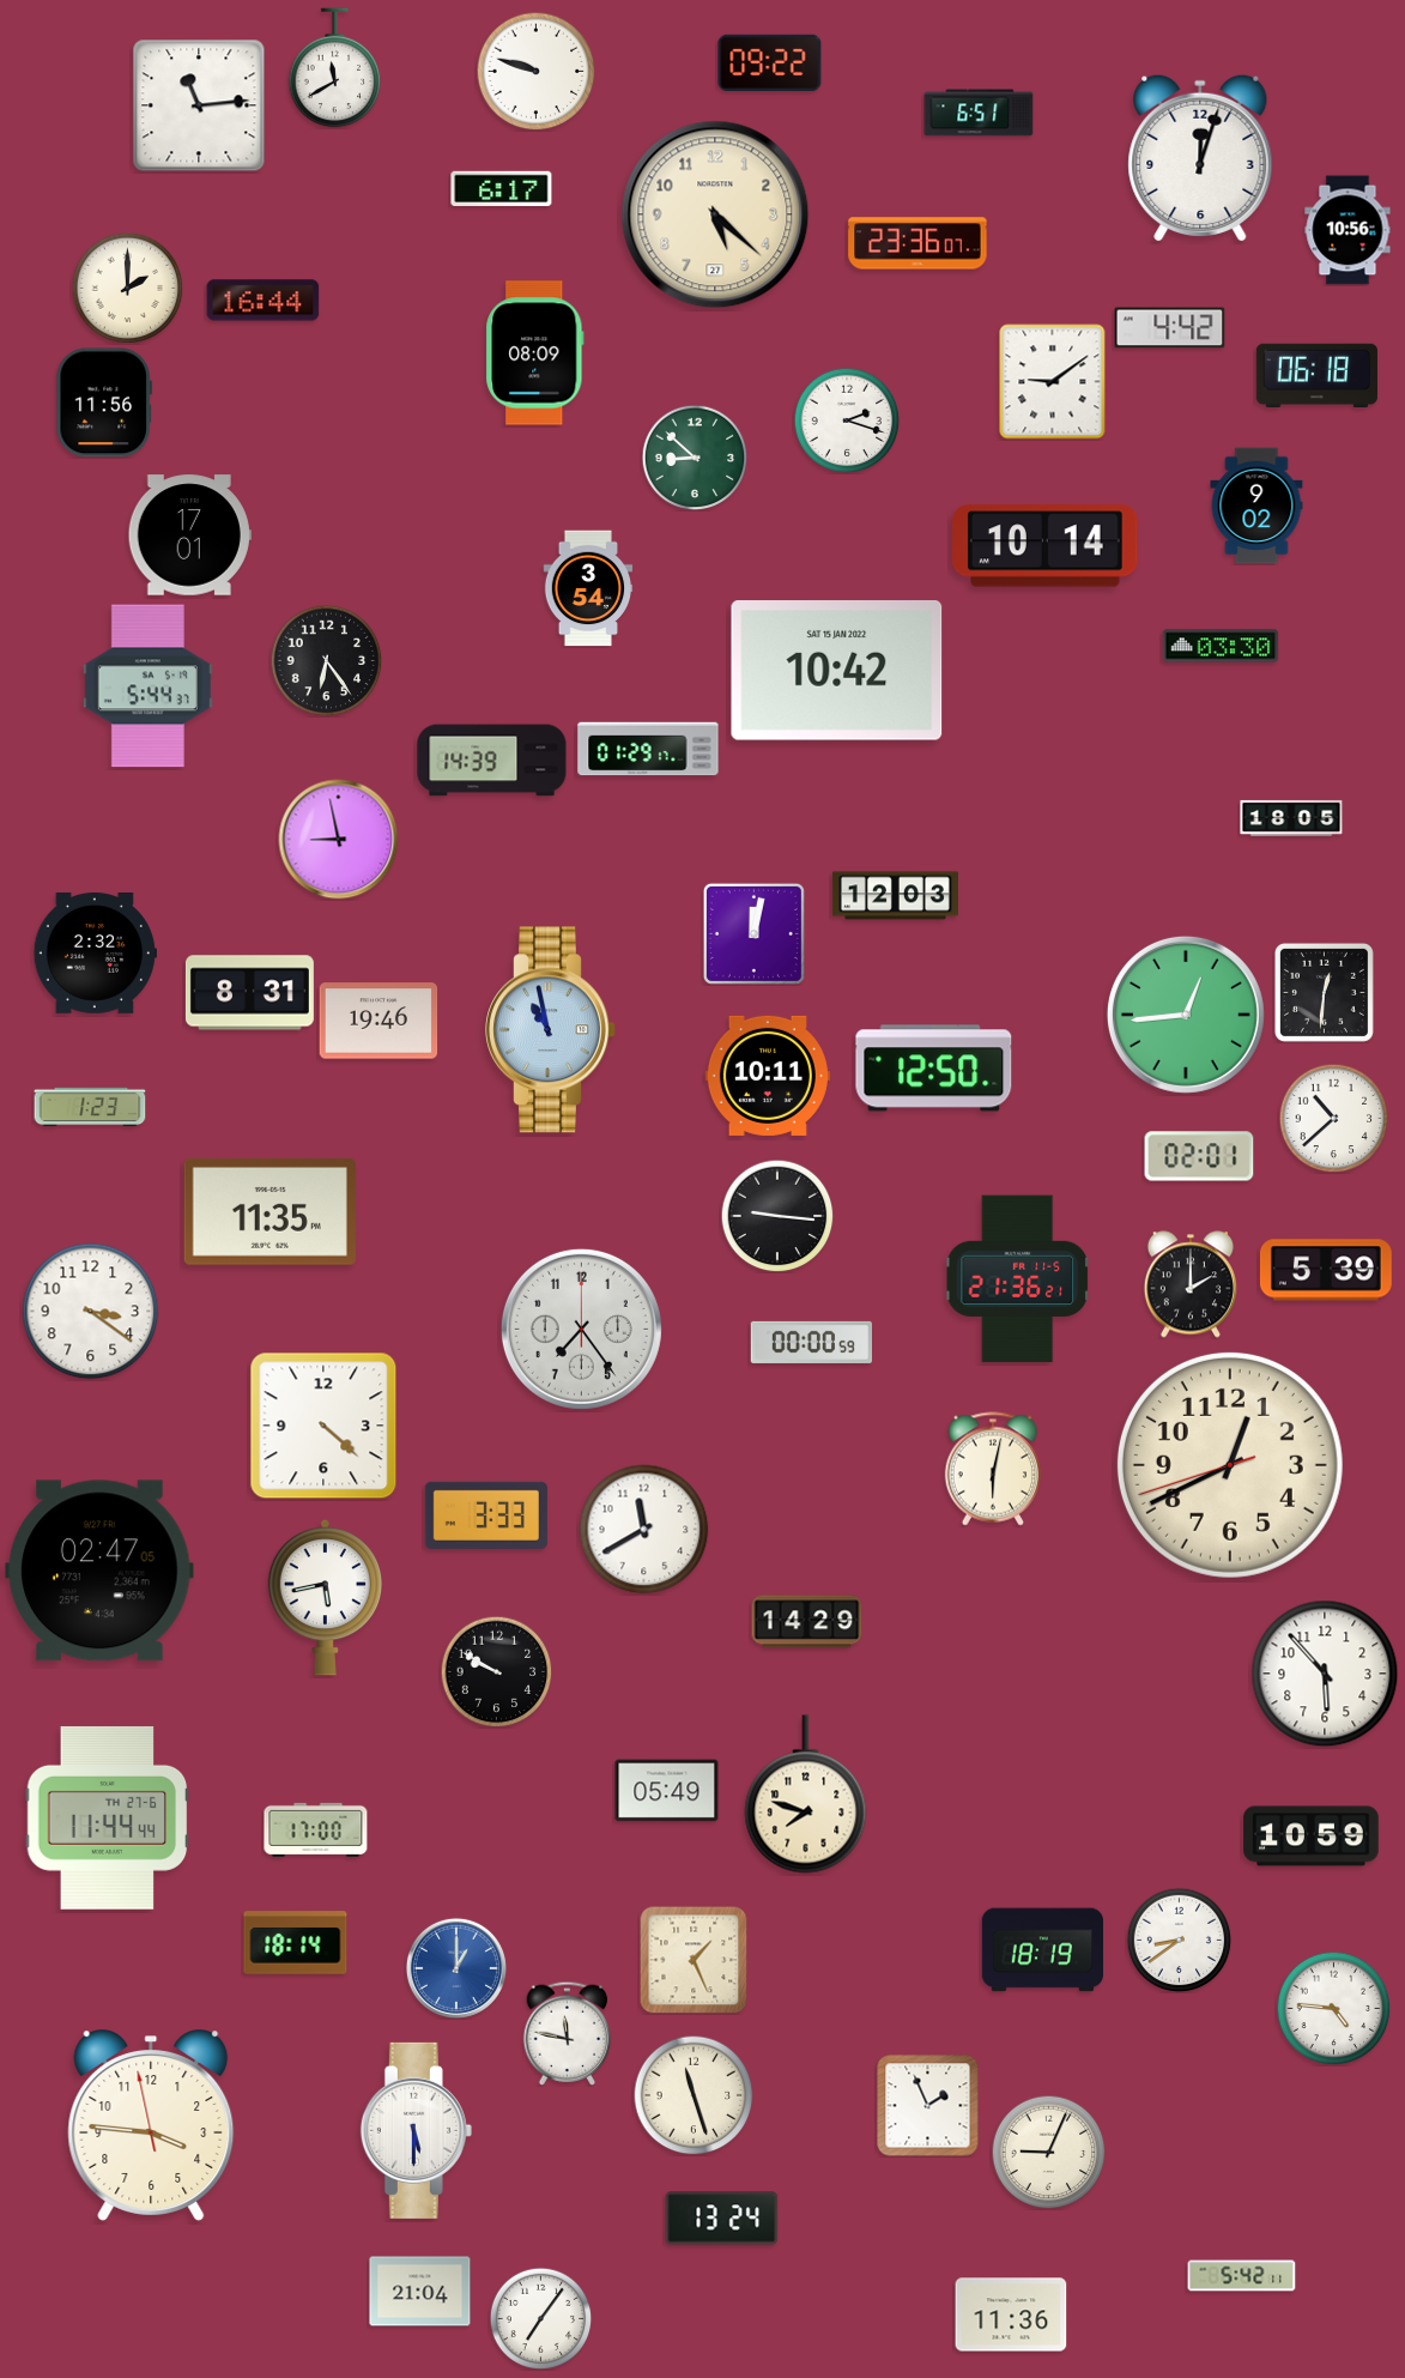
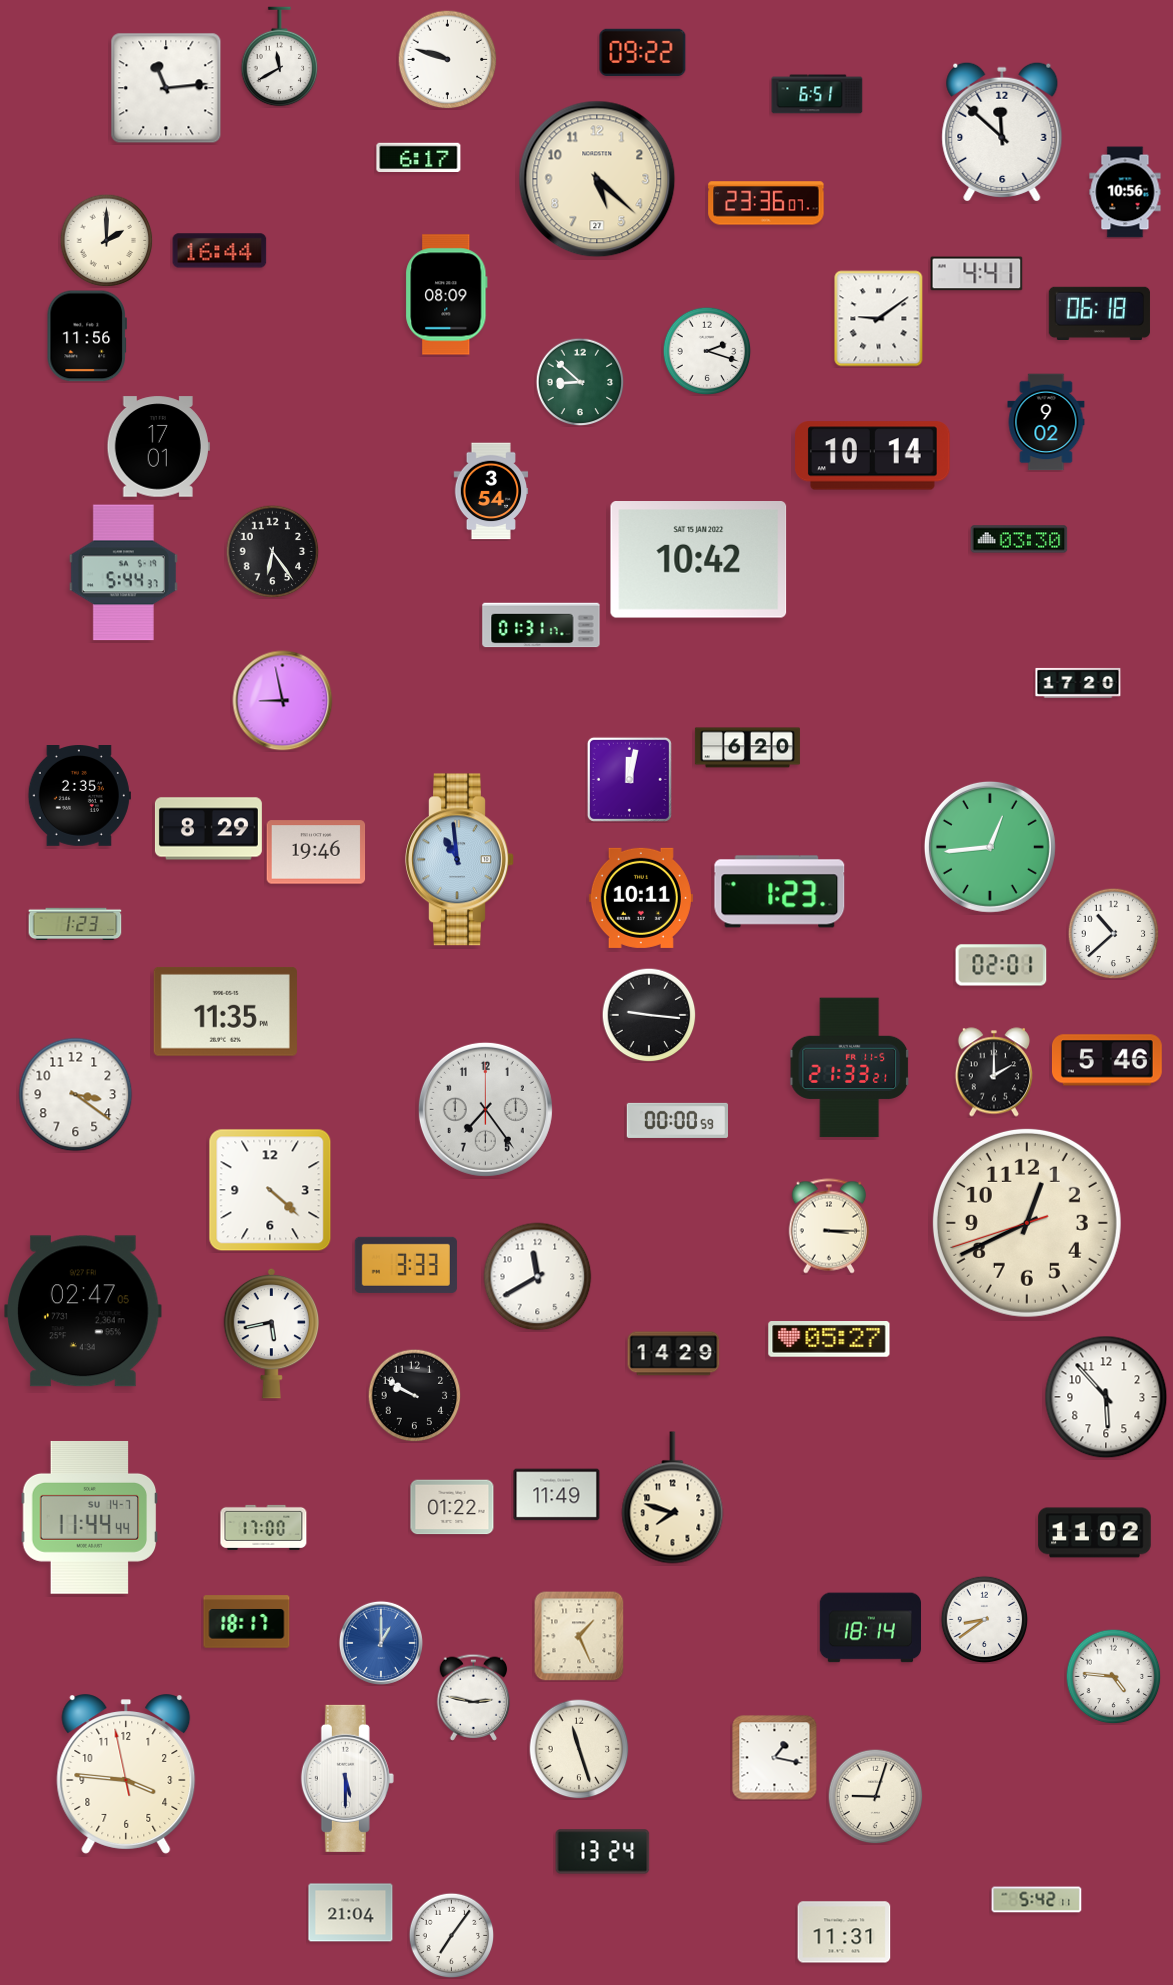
clock at (1200, 158): 12:03 -> 11:52
clock at (1170, 328): 4:42 -> 4:41
clock at (1256, 506) position: (1256, 506) -> (1046, 422)
clock at (648, 749): 01:29 -> 01:31
clock at (492, 761): 14:39 -> none
clock at (1291, 818): 18:05 -> 17:20
clock at (895, 896): 12:03 -> 6:20
clock at (95, 954): 2:32 -> 2:35
clock at (1324, 992): 12:31 -> none
clock at (249, 993): 8:31 -> 8:29
clock at (551, 1030): 10:58 -> 10:59
clock at (934, 1069): 12:50 -> 1:23
clock at (1326, 1270): 5:39 -> 5:46
clock at (1018, 1279): 21:36 -> 21:33
clock at (992, 1469): 6:02 -> 3:15
clock at (829, 1340): none -> 05:27
clock at (667, 1791): 05:49 -> 11:49
clock at (452, 1507): none -> 01:22
clock at (108, 1817) date: TH 27-6 -> SU 14-7
clock at (1312, 1837): 10:59 -> 11:02
clock at (296, 1943): 18:14 -> 18:17
clock at (1042, 1950): 18:19 -> 18:14
clock at (568, 2033): 11:47 -> 2:47
clock at (928, 2106): 1:56 -> 1:17
clock at (1048, 2152): 9:04 -> 9:03
clock at (1011, 2315): 11:36 -> 11:31
